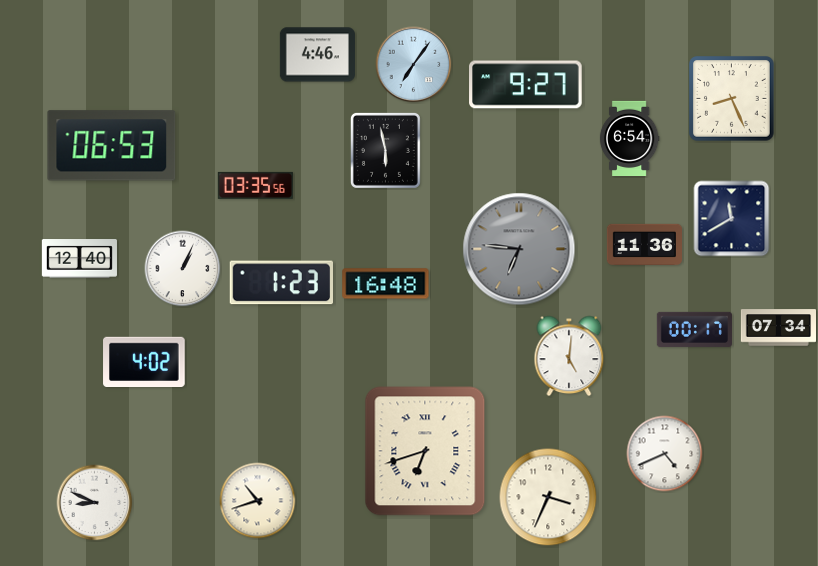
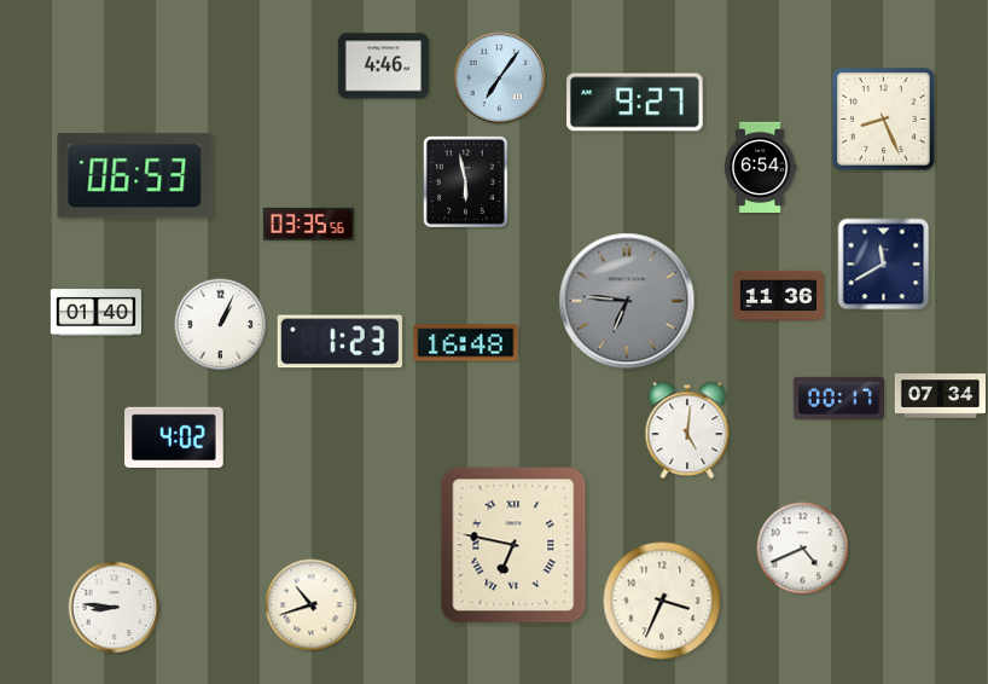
clock at (79, 259): 12:40 -> 01:40
clock at (425, 451): 6:42 -> 6:47
clock at (95, 503): 8:49 -> 8:46
